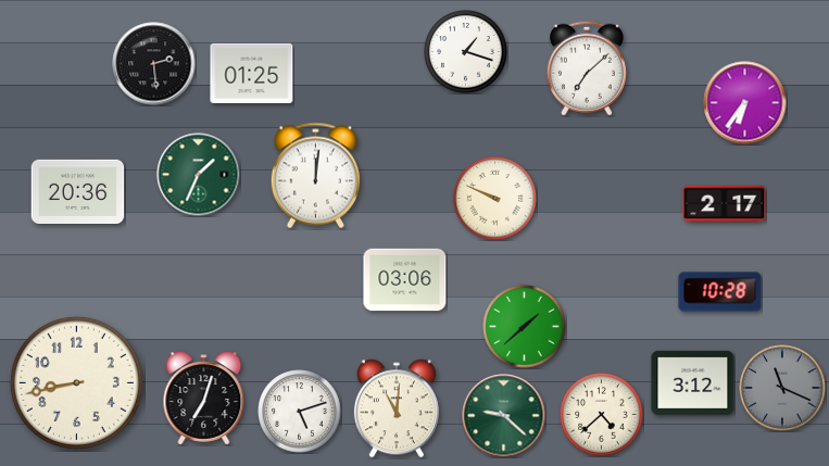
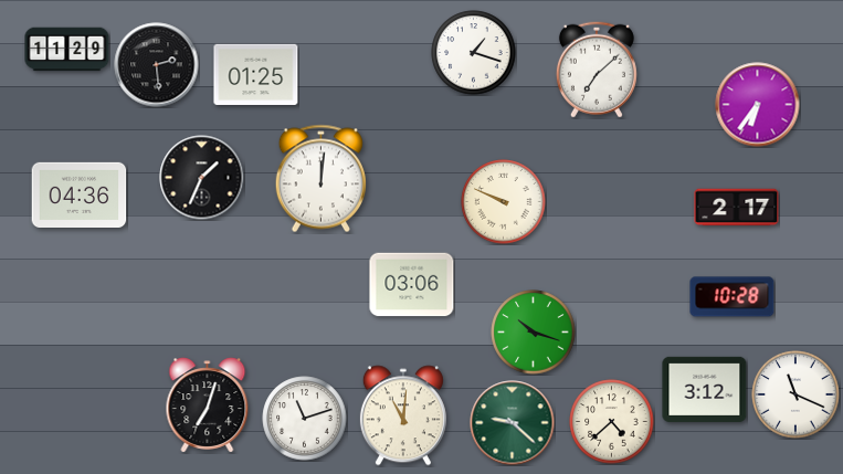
clock at (67, 50): none -> 11:29
clock at (199, 175) dial: green -> black
clock at (78, 191): 20:36 -> 04:36
clock at (525, 327): 1:38 -> 10:18
clock at (76, 382): 8:43 -> none
clock at (782, 388) dial: grey -> white
clock at (300, 412): 5:12 -> 11:12
